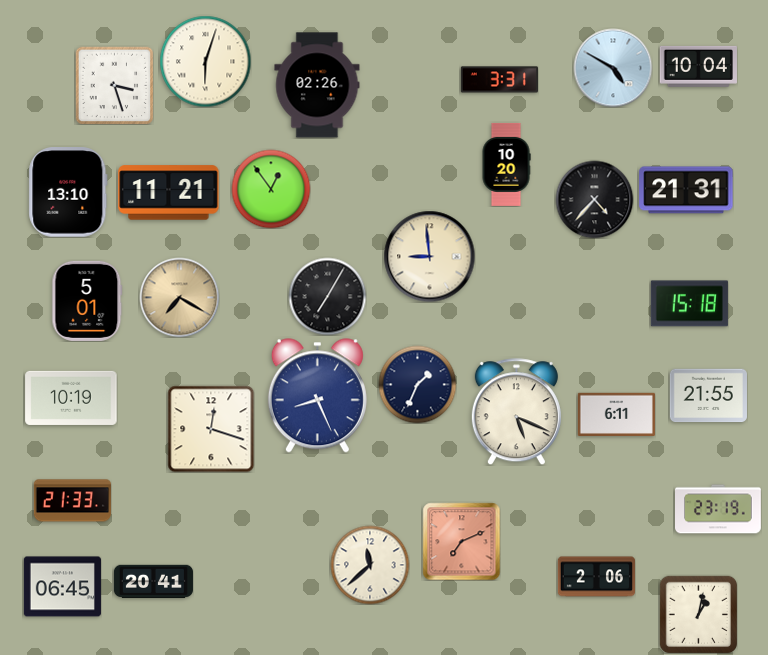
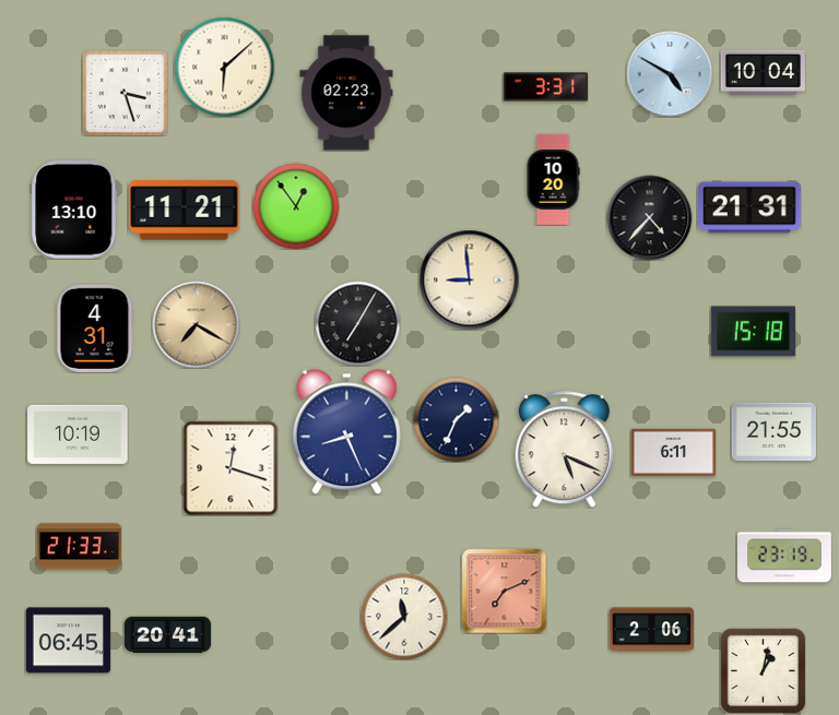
clock at (205, 61): 6:03 -> 6:08
clock at (317, 85): 02:26 -> 02:23
clock at (87, 301): 5:01 -> 4:31
